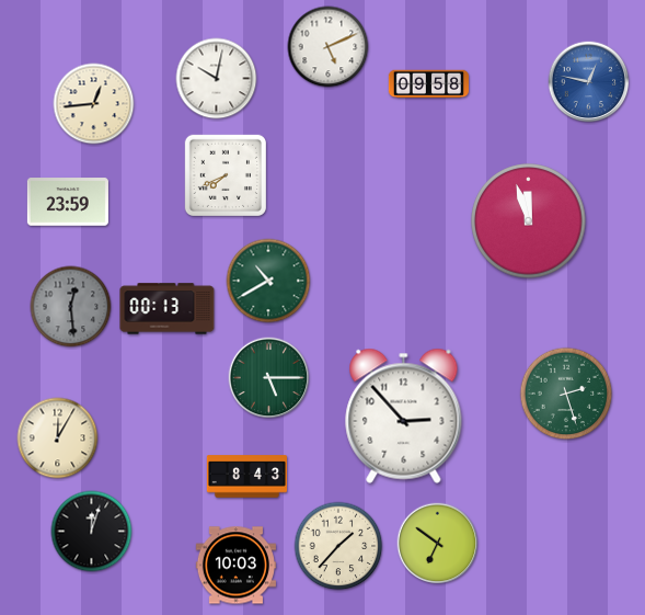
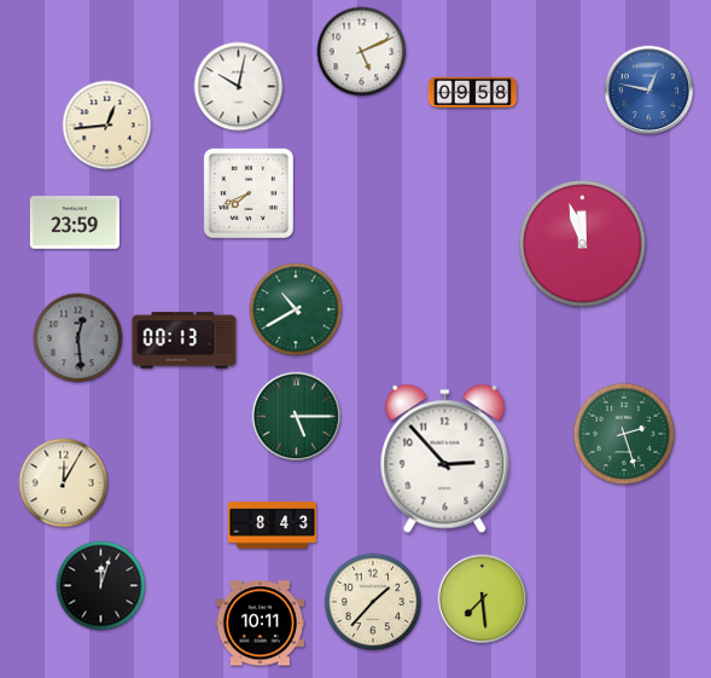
clock at (94, 104) position: (94, 104) -> (107, 126)
clock at (438, 544): 6:51 -> 7:29
clock at (235, 566): 10:03 -> 10:11
